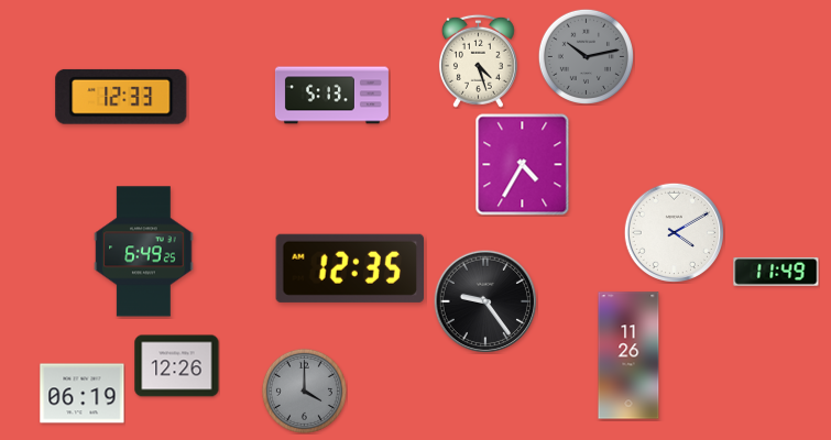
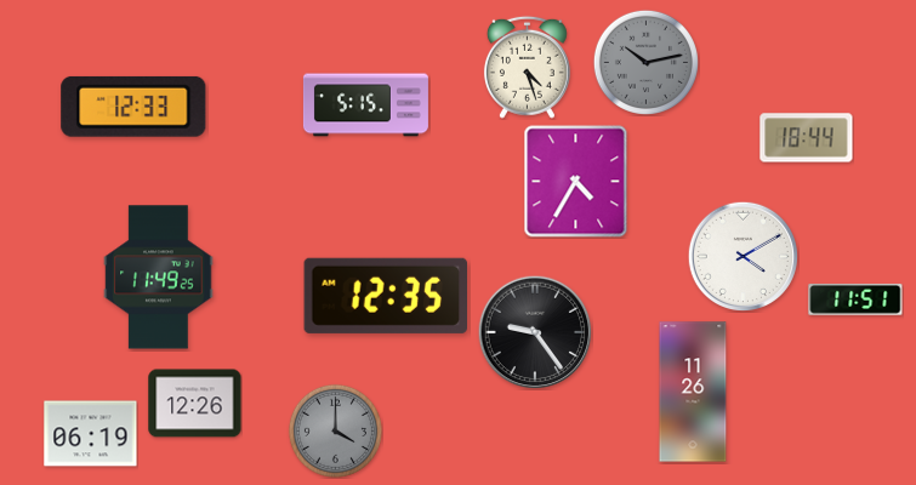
clock at (331, 96): 5:13 -> 5:15
clock at (807, 138): none -> 18:44
clock at (144, 252): 6:49 -> 11:49
clock at (776, 272): 11:49 -> 11:51
